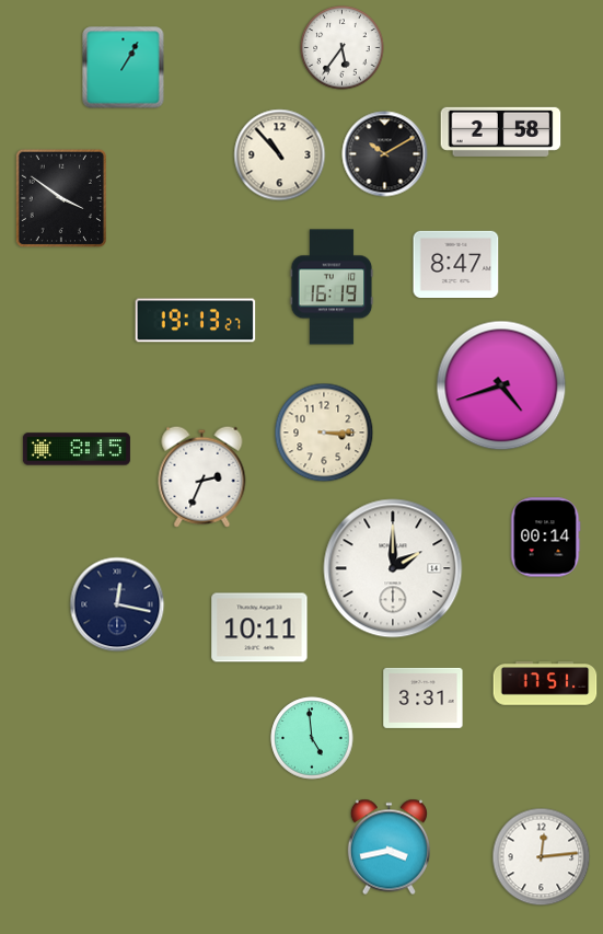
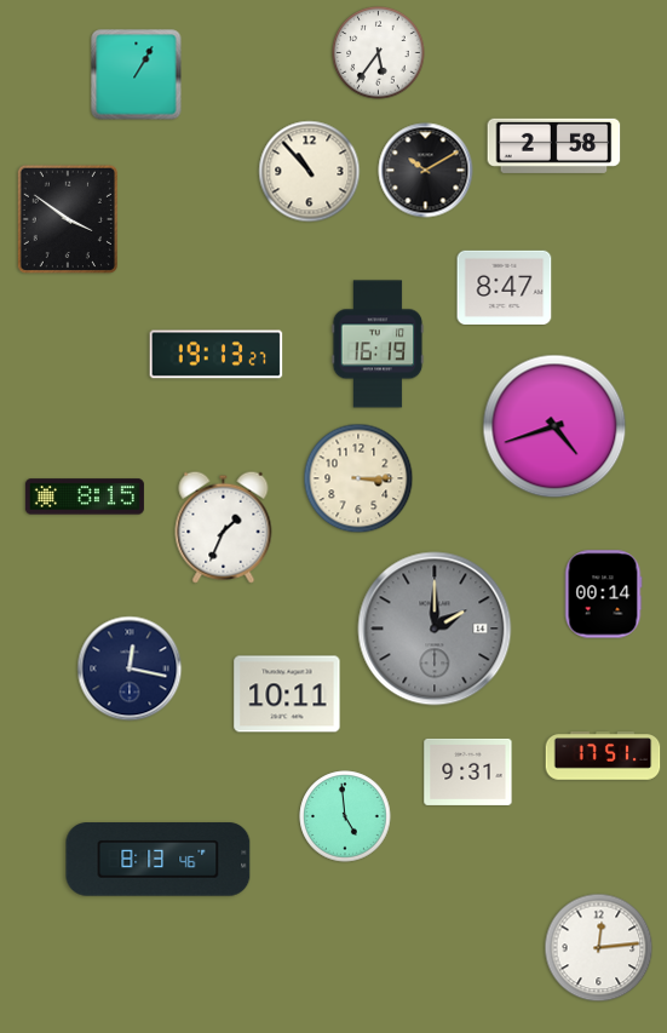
clock at (456, 264) position: (456, 264) -> (505, 287)
clock at (332, 287) position: (332, 287) -> (378, 344)
clock at (202, 476): 2:34 -> 1:34
clock at (393, 568) dial: white -> grey
clock at (424, 697): 3:31 -> 9:31
clock at (159, 860): none -> 8:13
clock at (389, 847): 3:43 -> none
